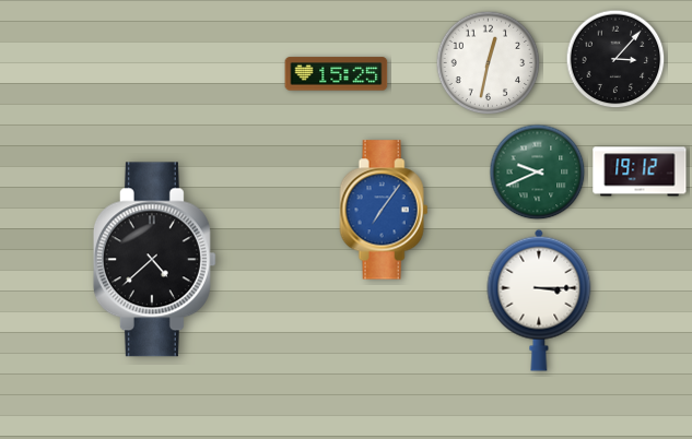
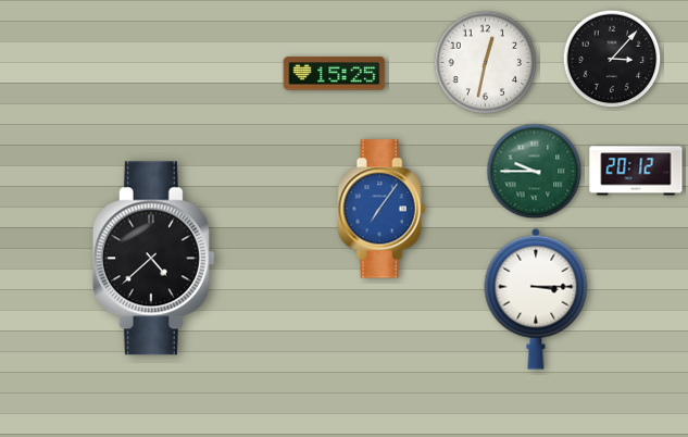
clock at (640, 171): 19:12 -> 20:12
clock at (538, 173): 9:41 -> 9:45
